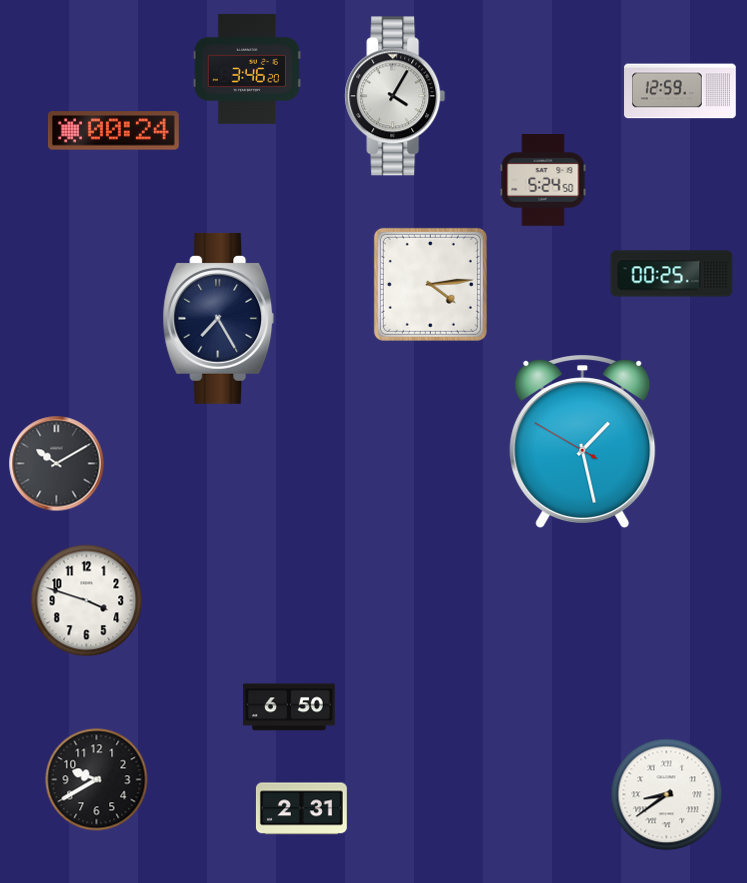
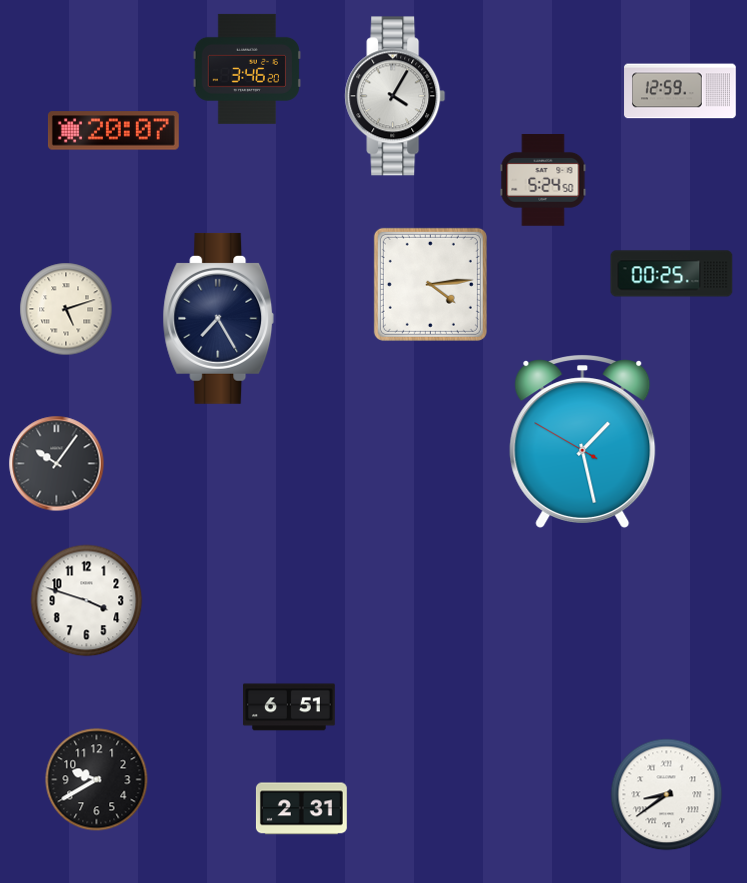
clock at (113, 131): 00:24 -> 20:07
clock at (66, 309): none -> 5:12
clock at (57, 464): 10:10 -> 10:06
clock at (289, 707): 6:50 -> 6:51
